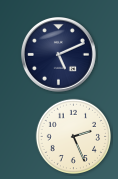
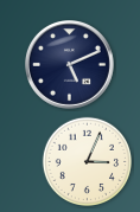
clock at (73, 136): 2:26 -> 3:04
